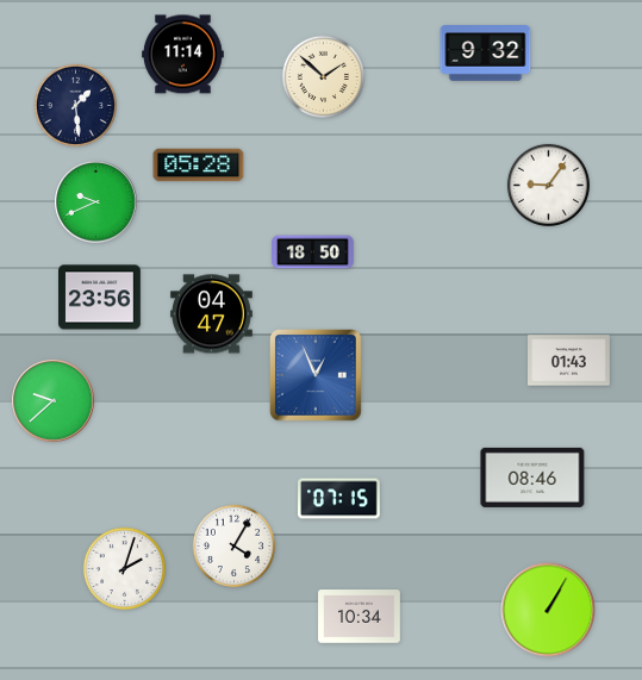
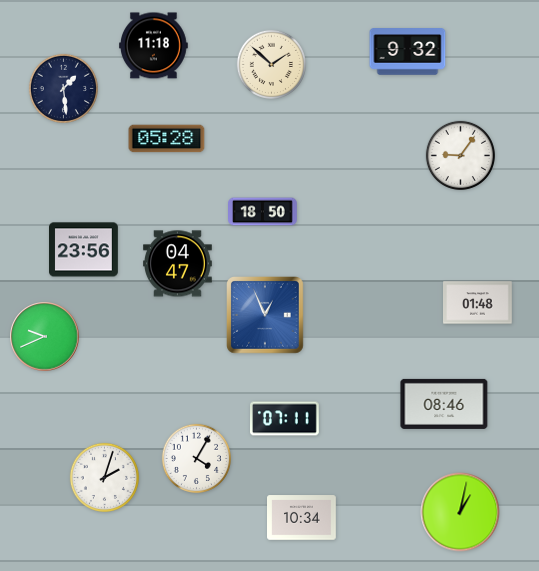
clock at (486, 54) position: (486, 54) -> (408, 52)
clock at (183, 55): 11:14 -> 11:18
clock at (96, 202): 9:41 -> none
clock at (569, 361): 01:43 -> 01:48
clock at (54, 401): 9:38 -> 9:41
clock at (532, 478) position: (532, 478) -> (444, 404)
clock at (339, 499): 07:15 -> 07:11
clock at (548, 610): 1:05 -> 1:02
